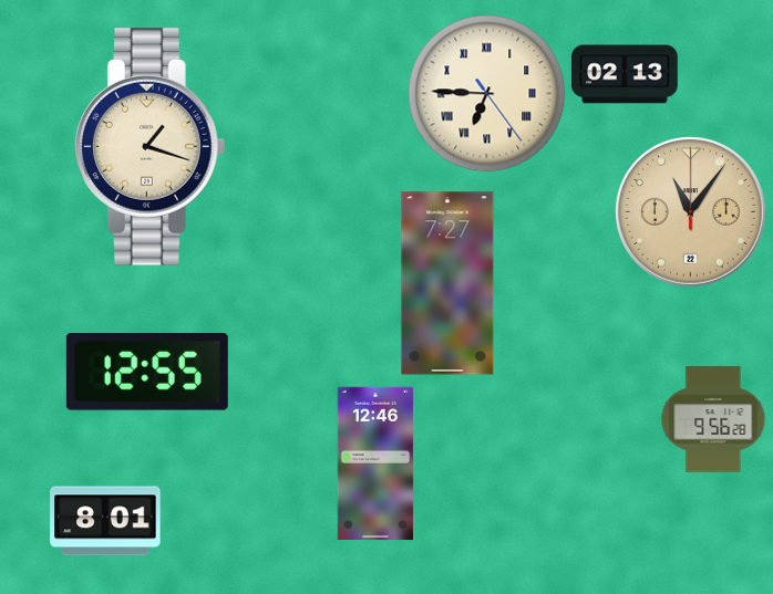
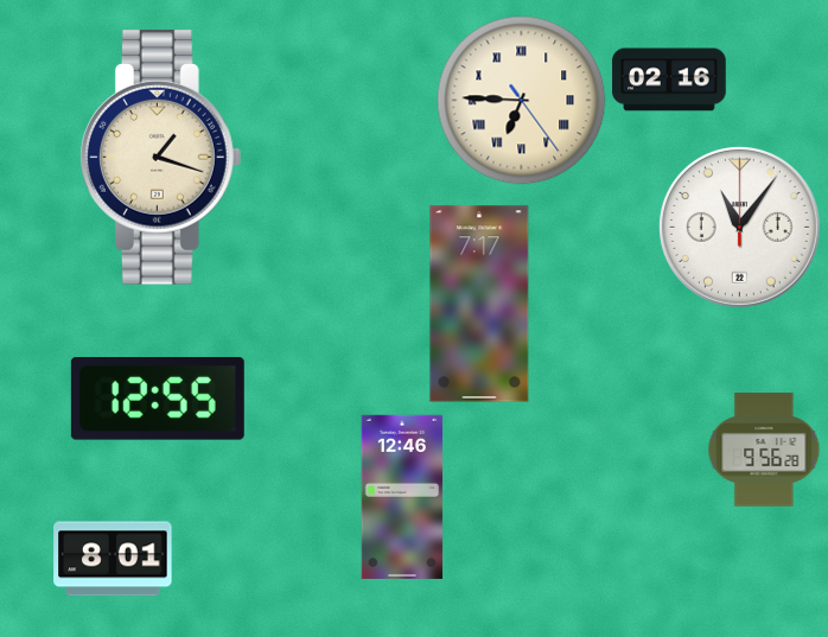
clock at (625, 74): 02:13 -> 02:16
clock at (690, 211) dial: champagne -> white
clock at (447, 283): 7:27 -> 7:17
